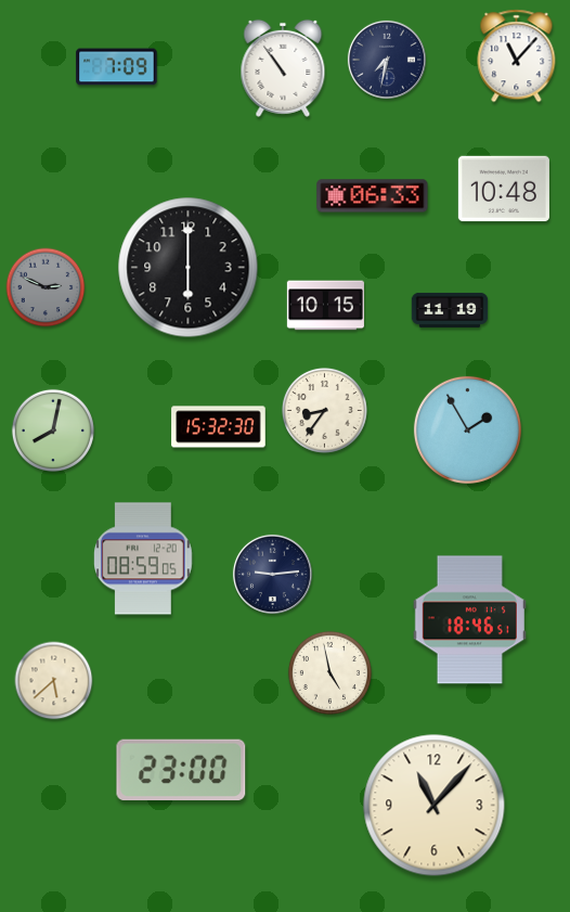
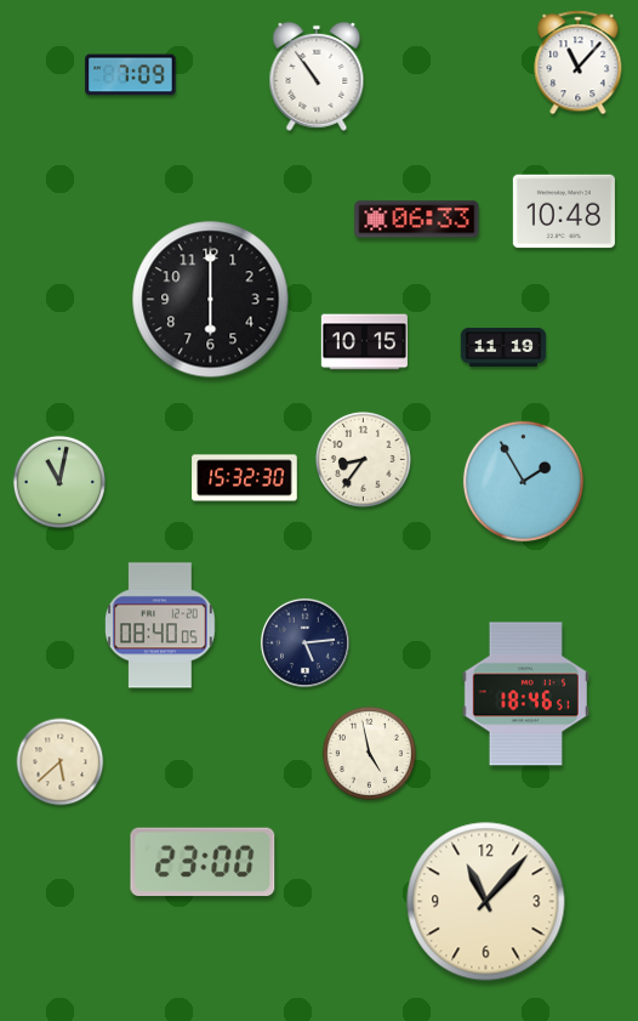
clock at (387, 60): 7:32 -> none
clock at (46, 287): 2:49 -> none
clock at (53, 431): 8:02 -> 11:02
clock at (144, 558): 08:59 -> 08:40
clock at (272, 574): 9:14 -> 5:14
